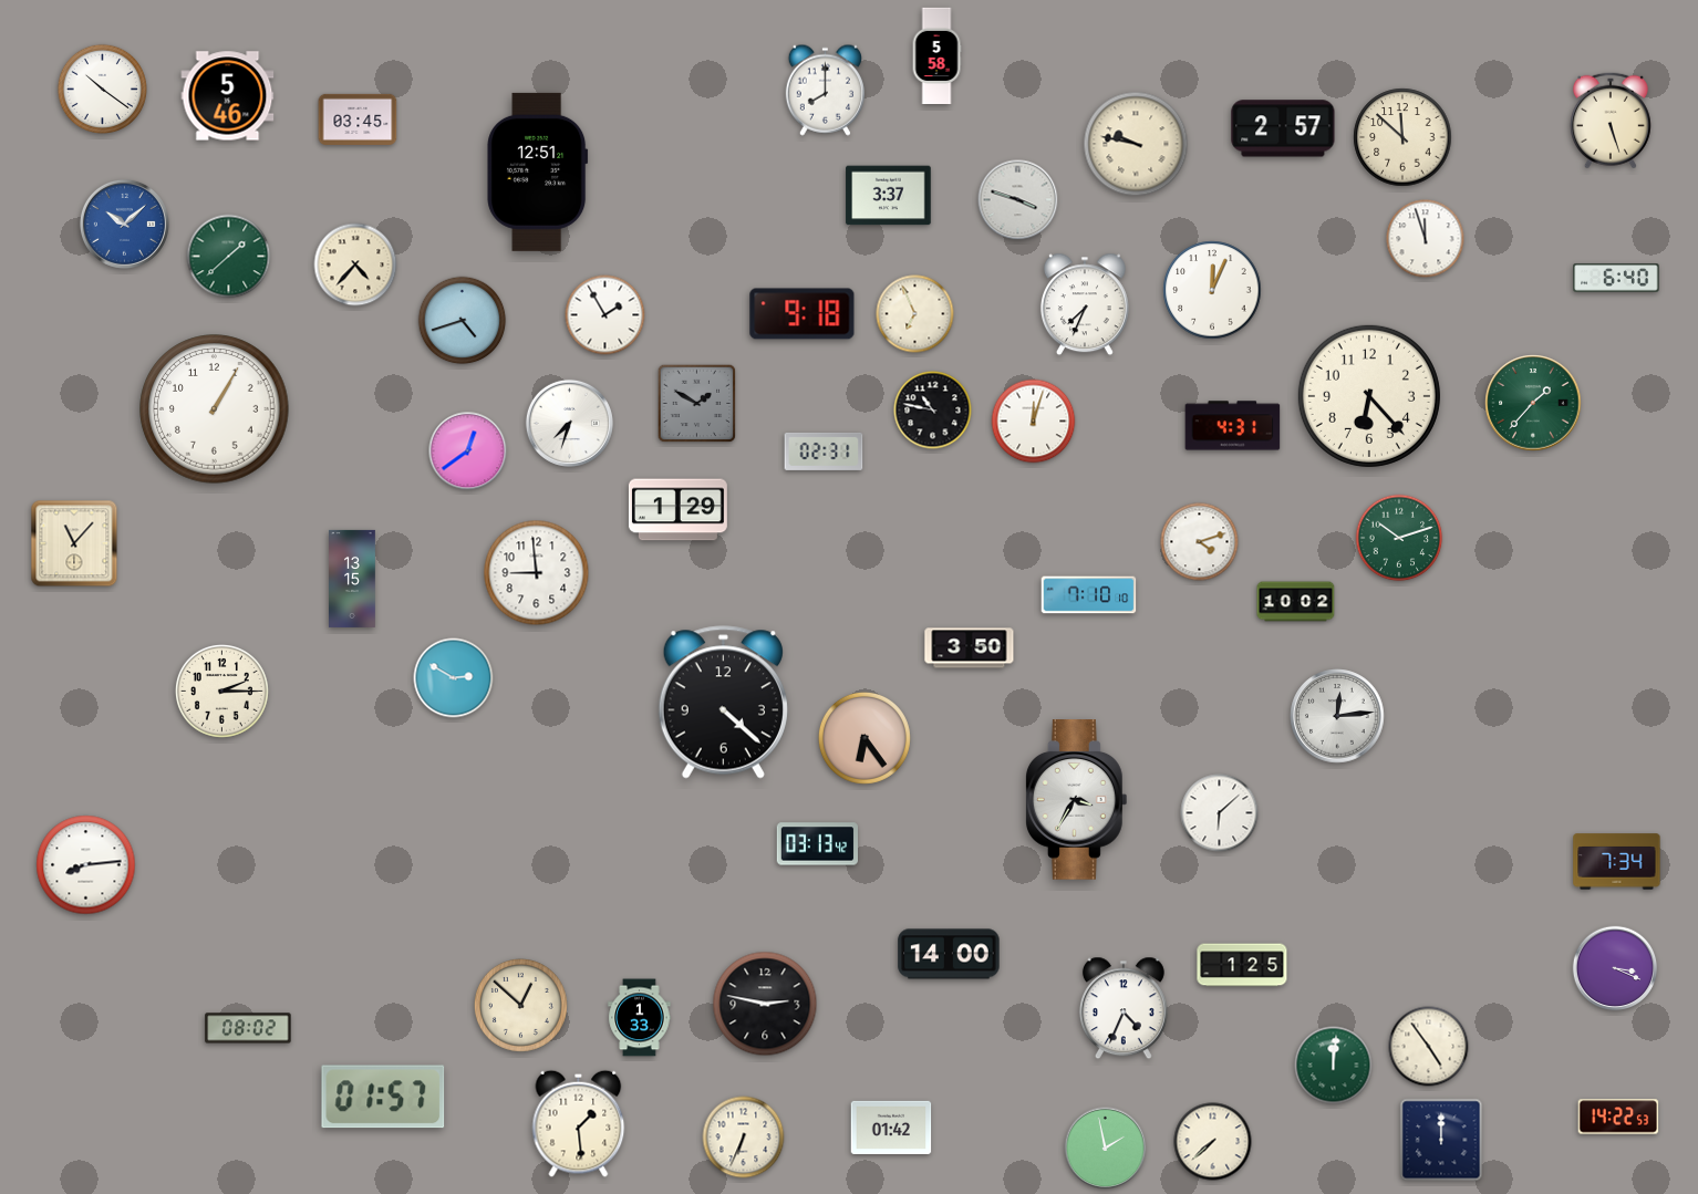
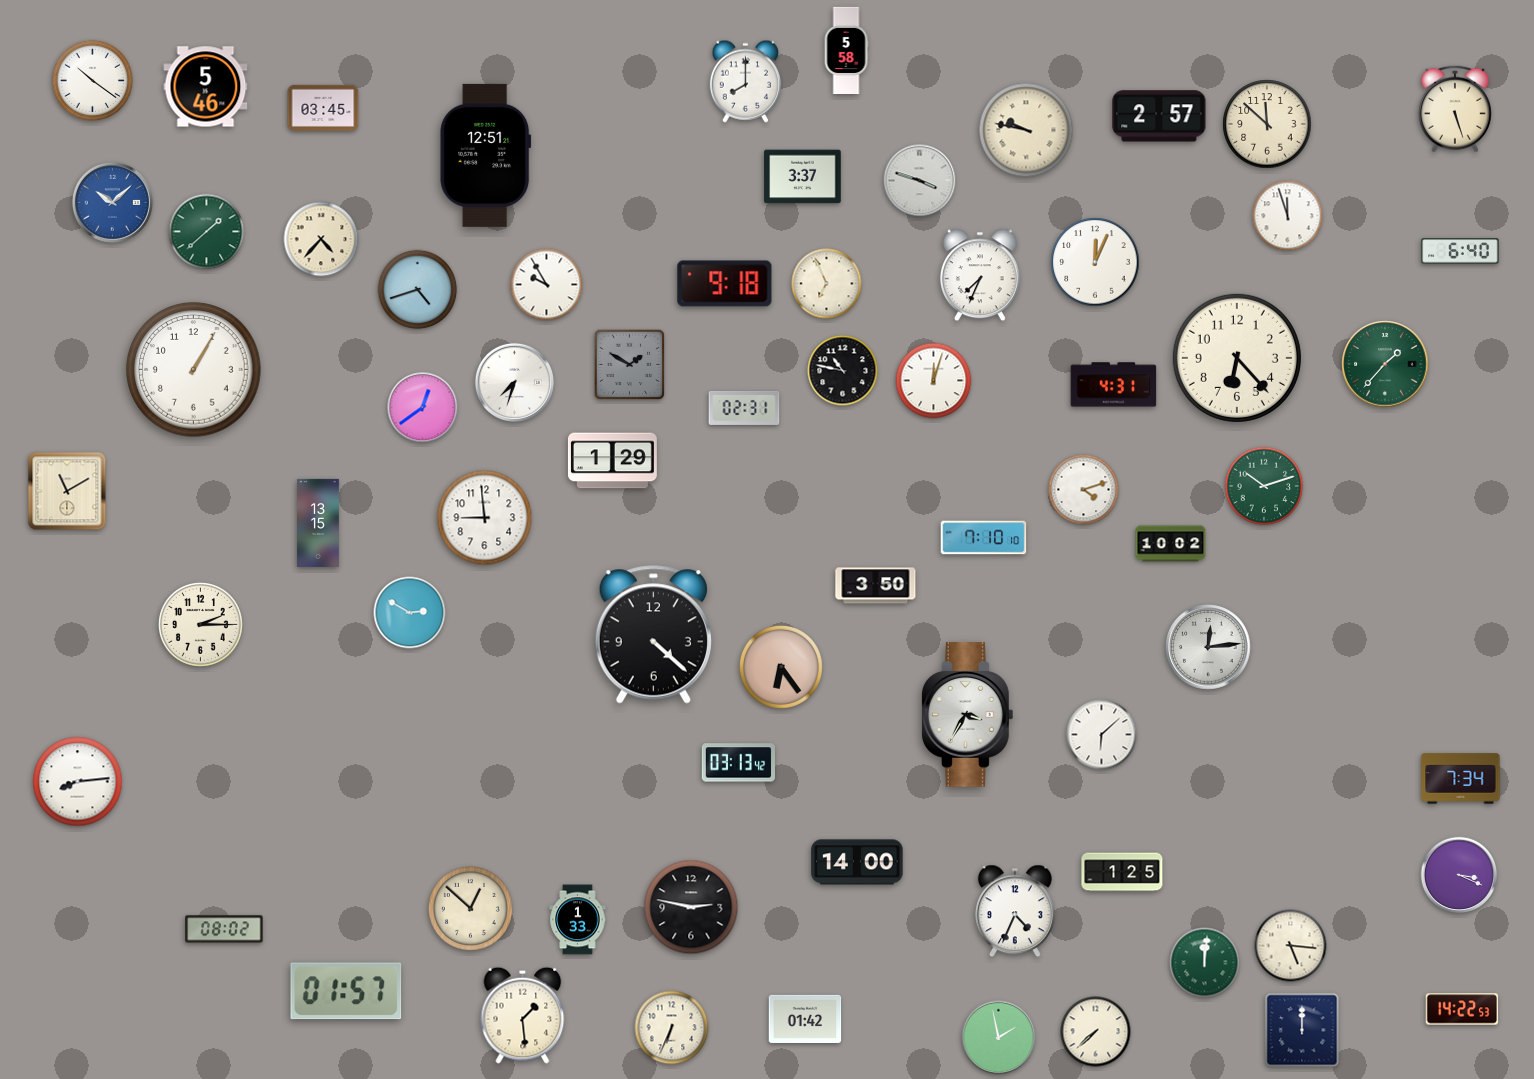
clock at (605, 315): 1:55 -> 9:55
clock at (74, 543): 11:07 -> 11:10
clock at (1076, 800) position: (1076, 800) -> (967, 715)
clock at (1429, 1047): 4:54 -> 5:16
